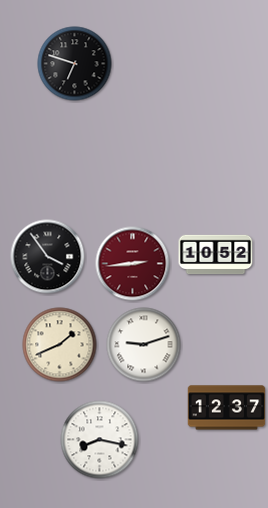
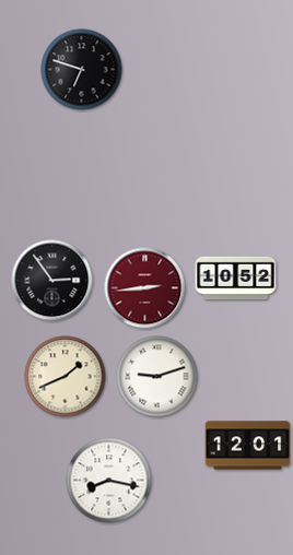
clock at (48, 257): 3:54 -> 2:54
clock at (227, 408): 12:37 -> 12:01
